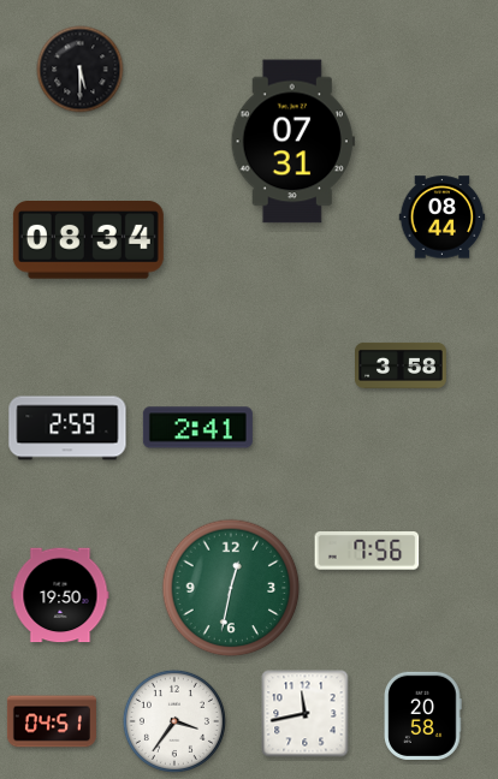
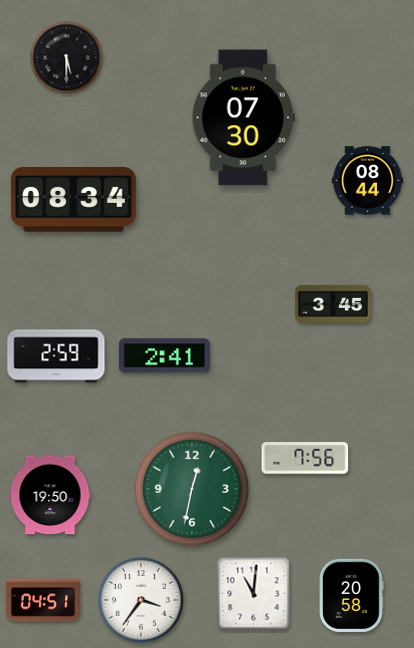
clock at (292, 142): 07:31 -> 07:30
clock at (402, 365): 3:58 -> 3:45
clock at (306, 714): 11:43 -> 11:01
clock at (174, 721) position: (174, 721) -> (141, 600)
